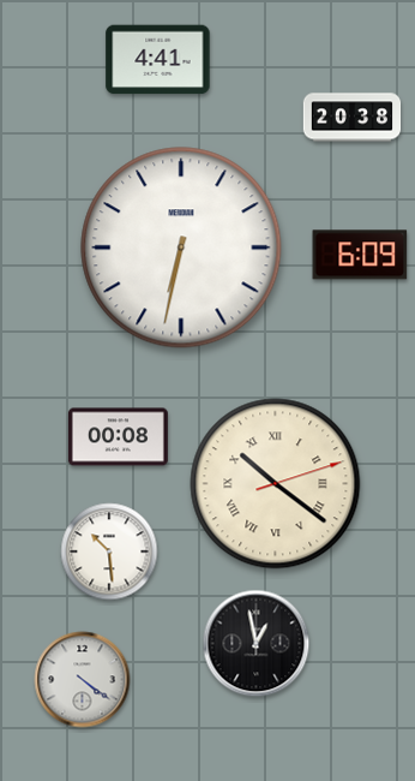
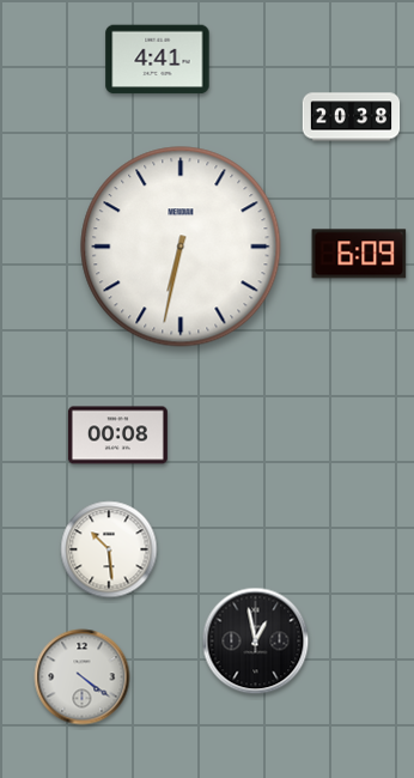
clock at (276, 484): 10:21 -> none
